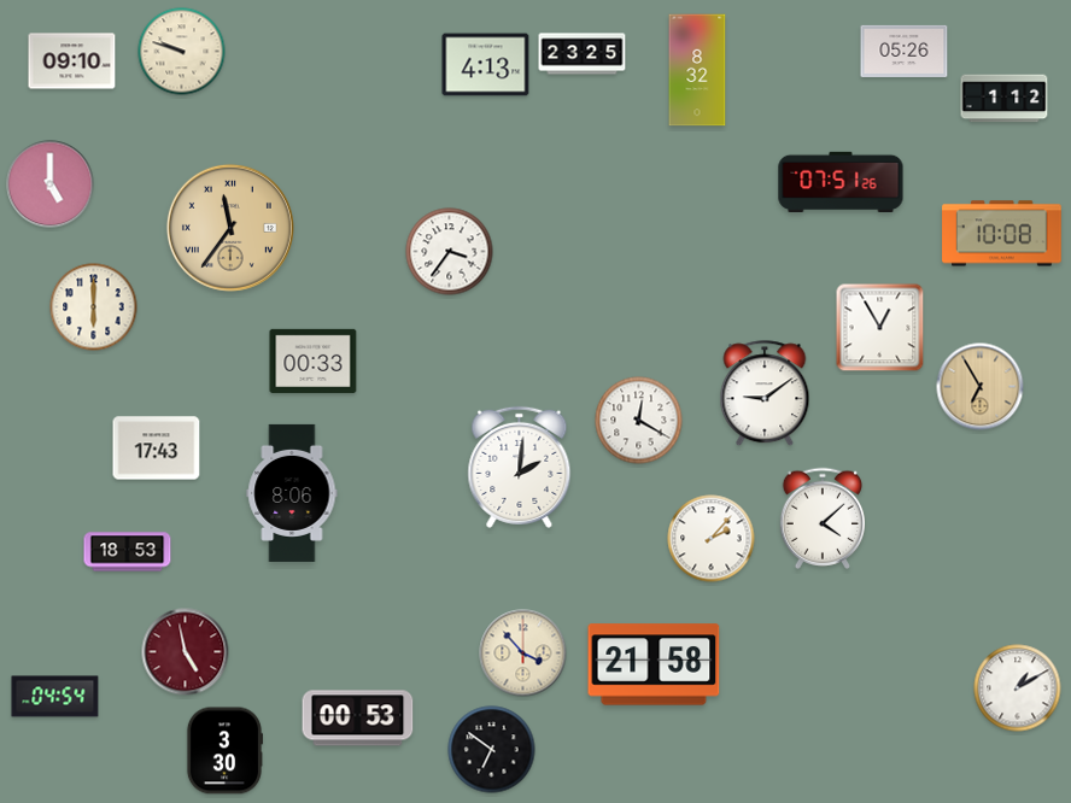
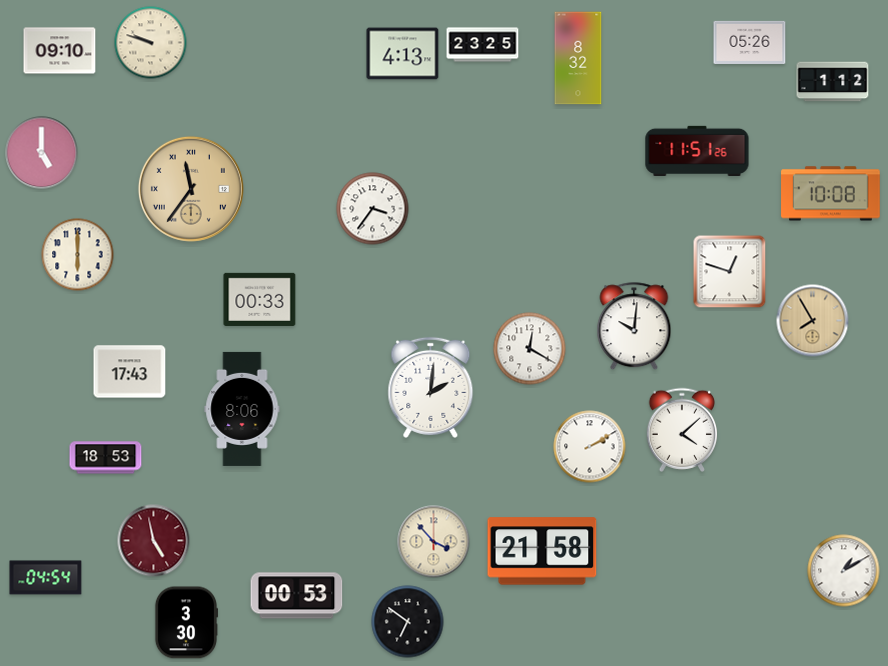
clock at (841, 181): 07:51 -> 11:51
clock at (880, 328): 12:55 -> 12:48
clock at (981, 387): 6:55 -> 7:55
clock at (765, 394): 9:09 -> 10:01
clock at (712, 539): 2:07 -> 2:10
